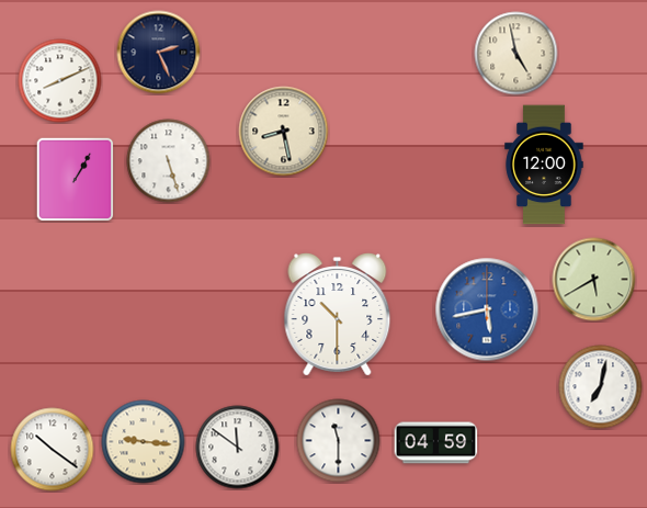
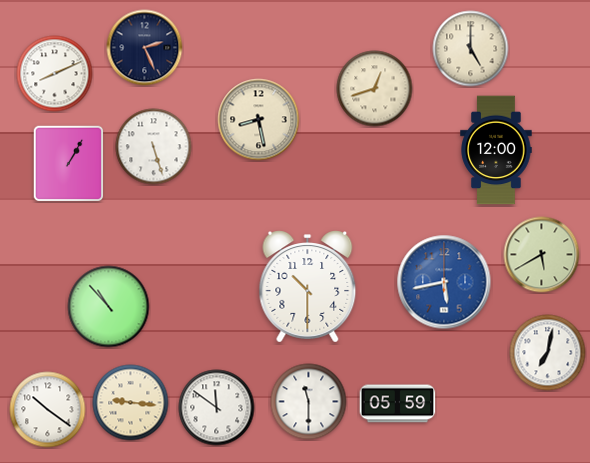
clock at (517, 54): 4:58 -> 5:00
clock at (375, 89): none -> 12:42
clock at (109, 307): none -> 10:53
clock at (436, 443): 04:59 -> 05:59
